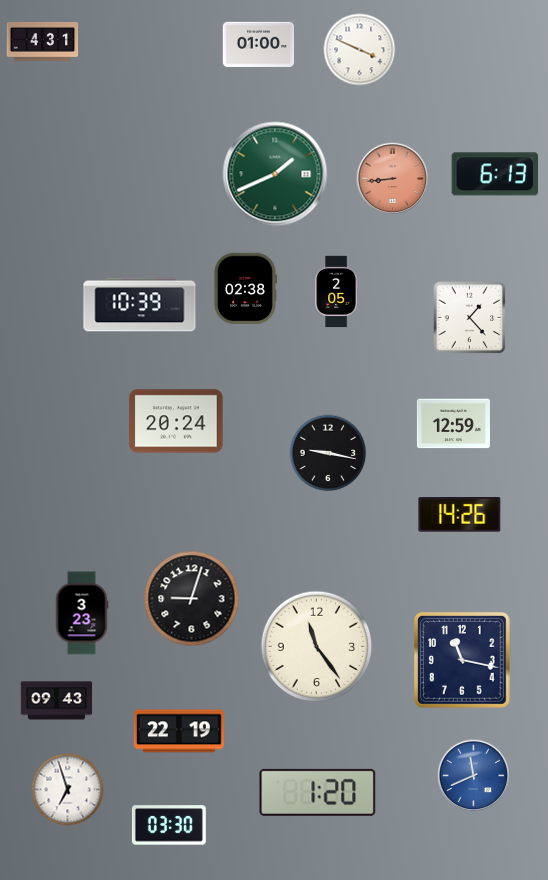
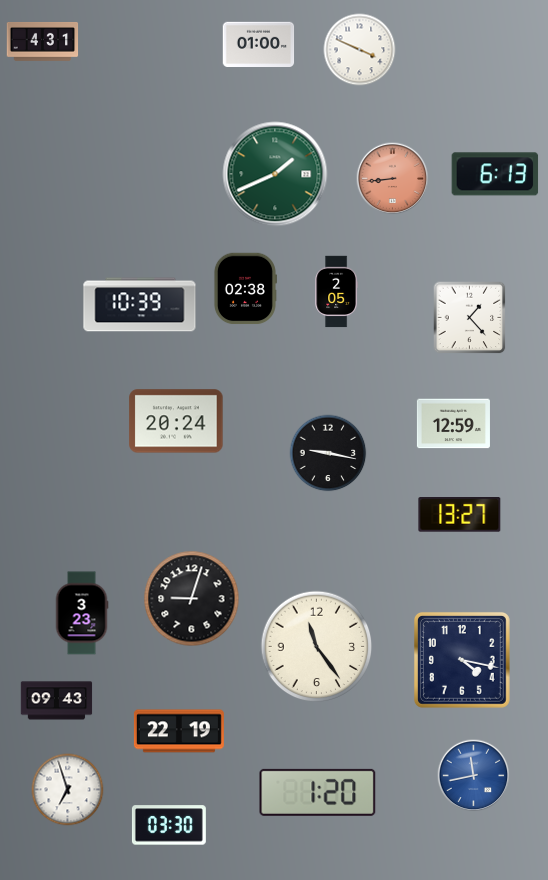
clock at (460, 515): 14:26 -> 13:27
clock at (462, 660): 11:17 -> 4:17
clock at (474, 776): 11:41 -> 11:43
